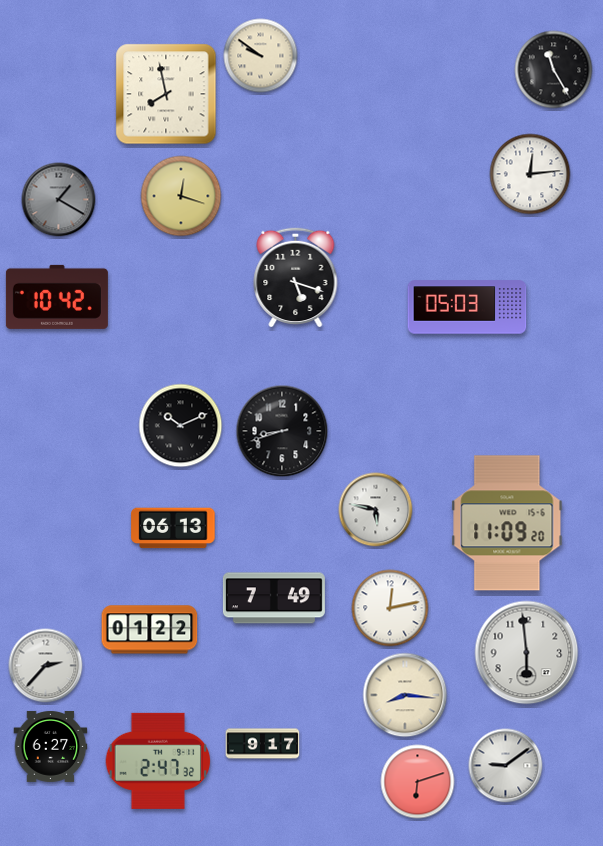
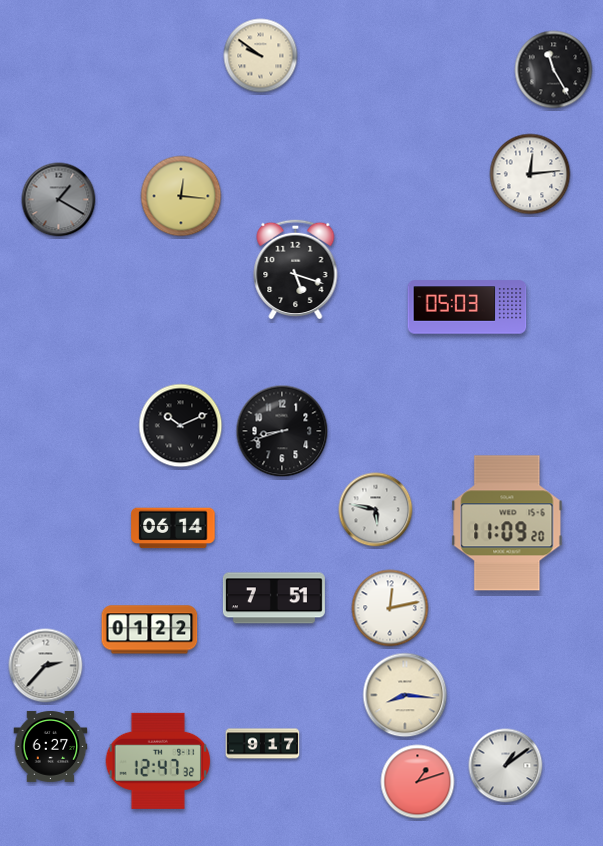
clock at (166, 94): 7:58 -> none
clock at (181, 196): 12:18 -> 12:16
clock at (296, 277) position: (296, 277) -> (296, 269)
clock at (57, 297): 10:42 -> none
clock at (173, 528): 06:13 -> 06:14
clock at (274, 598): 7:49 -> 7:51
clock at (527, 653): 5:59 -> none
clock at (158, 761): 2:47 -> 12:47
clock at (506, 766): 9:09 -> 1:09
clock at (418, 782): 6:12 -> 1:12
